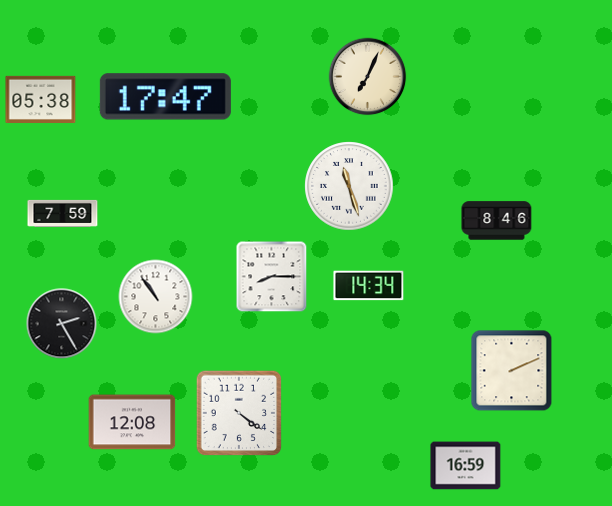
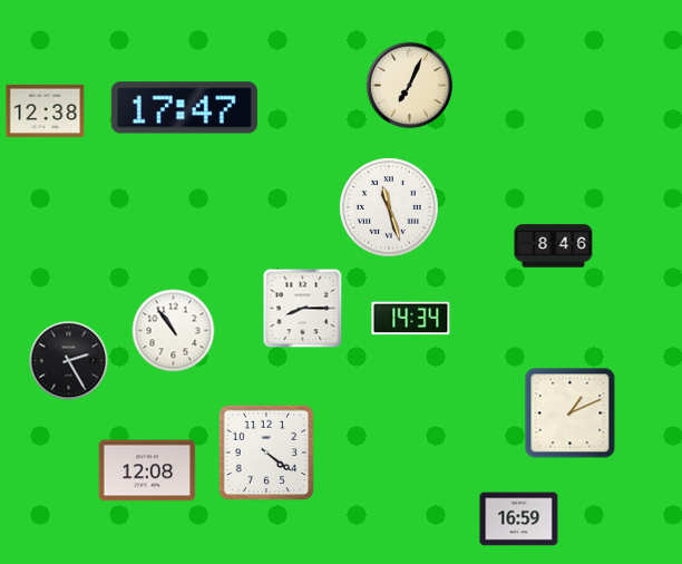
clock at (41, 99): 05:38 -> 12:38
clock at (63, 213): 7:59 -> none
clock at (512, 371): 2:11 -> 1:11
clock at (239, 413) position: (239, 413) -> (266, 453)
